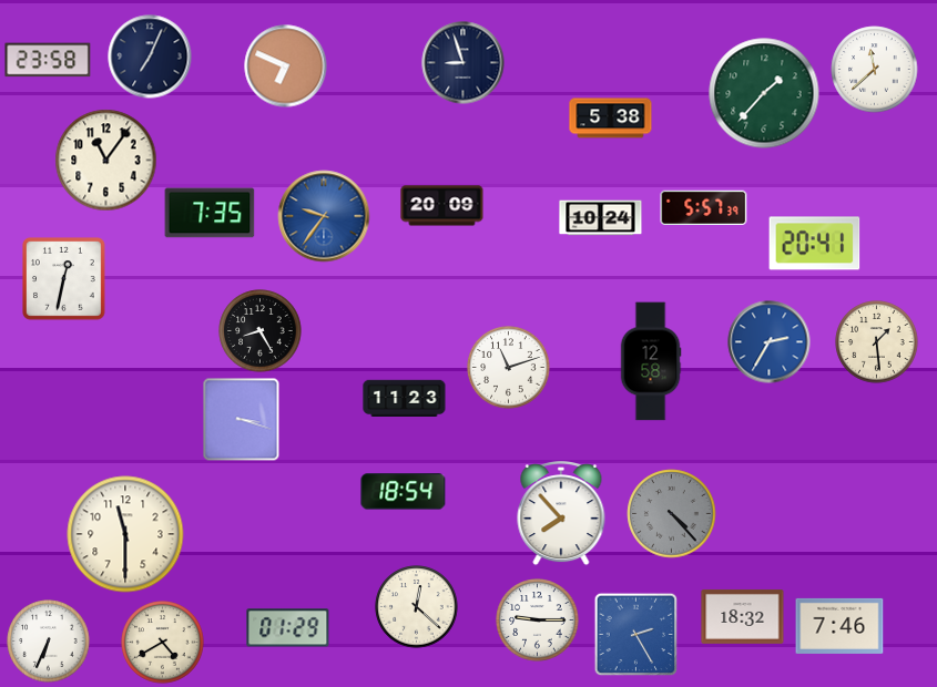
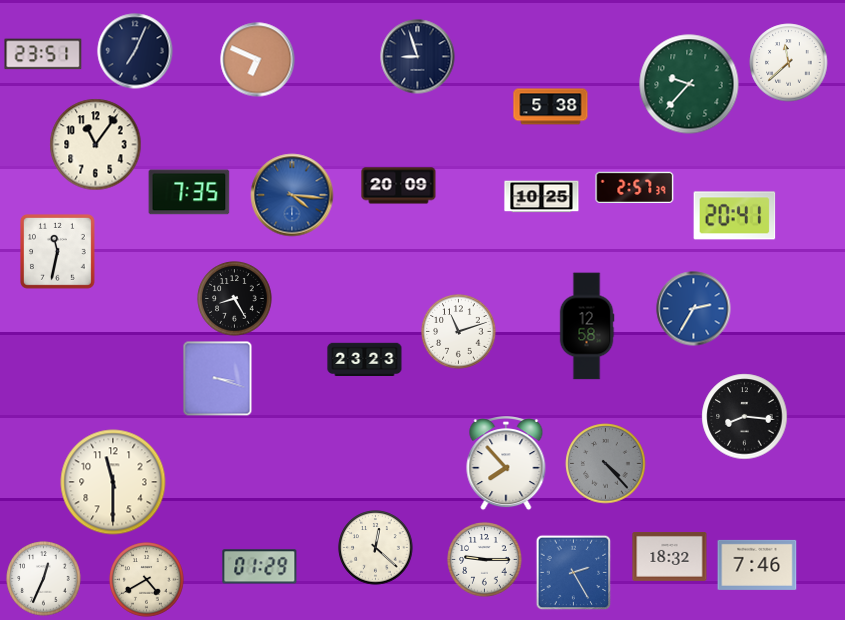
clock at (48, 60): 23:58 -> 23:51
clock at (764, 93): 1:37 -> 9:37
clock at (704, 207): 5:57 -> 2:57
clock at (324, 216): 9:36 -> 4:16
clock at (601, 218): 10:24 -> 10:25
clock at (815, 244) position: (815, 244) -> (735, 216)
clock at (64, 279): 12:32 -> 11:32
clock at (877, 342): 1:29 -> none
clock at (405, 399): 11:23 -> 23:23
clock at (745, 417): none -> 8:16
clock at (404, 492): 18:54 -> none
clock at (49, 642): 6:34 -> 12:34
